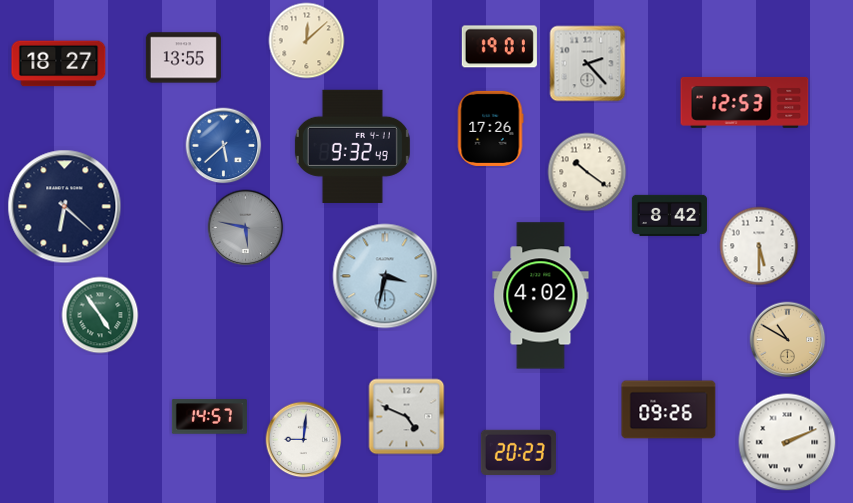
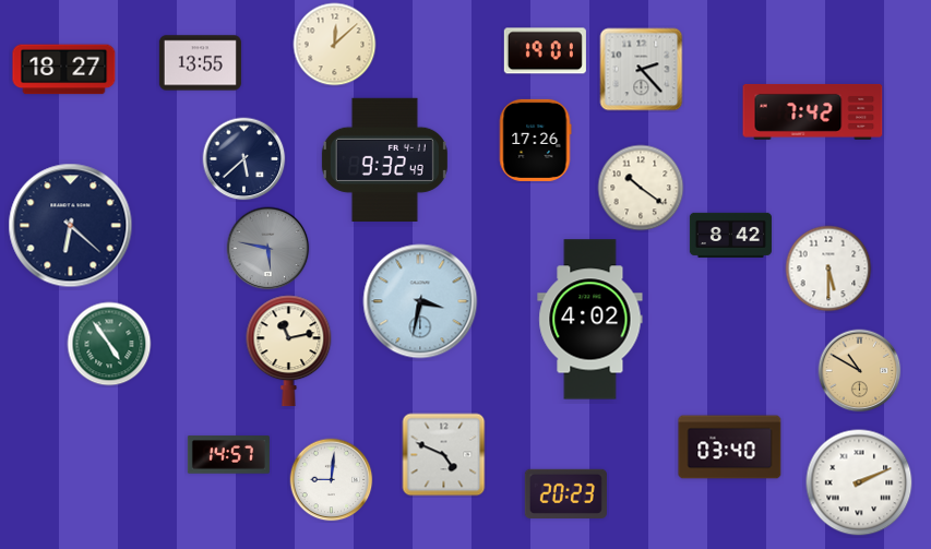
clock at (745, 102): 12:53 -> 7:42
clock at (224, 146) dial: blue -> navy
clock at (541, 296) position: (541, 296) -> (590, 320)
clock at (289, 351): none -> 11:13
clock at (669, 410): 09:26 -> 03:40
